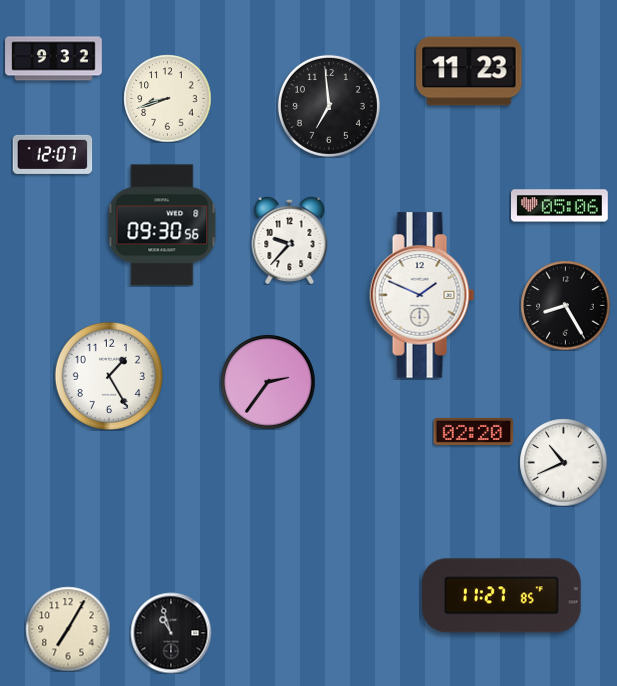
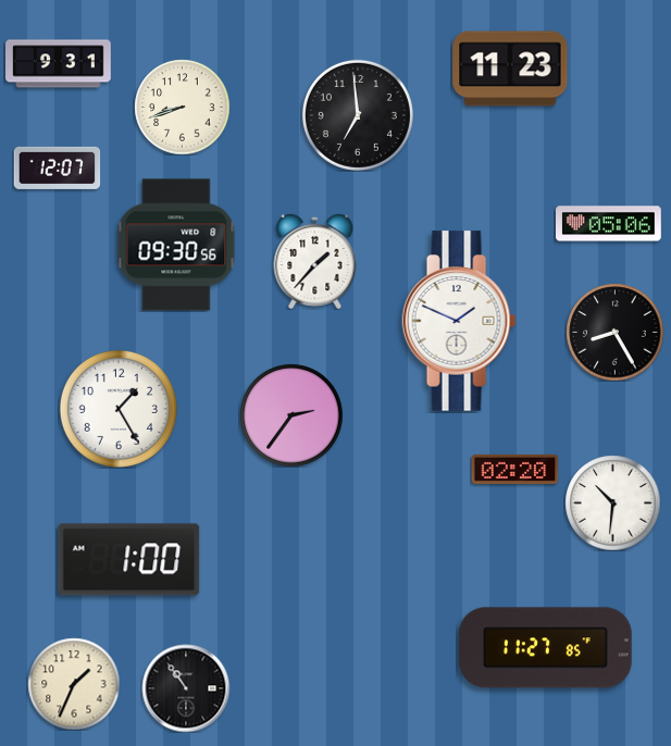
clock at (54, 59): 9:32 -> 9:31
clock at (469, 71) position: (469, 71) -> (510, 69)
clock at (290, 240): 9:37 -> 1:37
clock at (563, 462): 10:41 -> 10:31
clock at (129, 560): none -> 1:00
clock at (68, 629): 7:05 -> 1:34
clock at (171, 633): 10:57 -> 10:54
